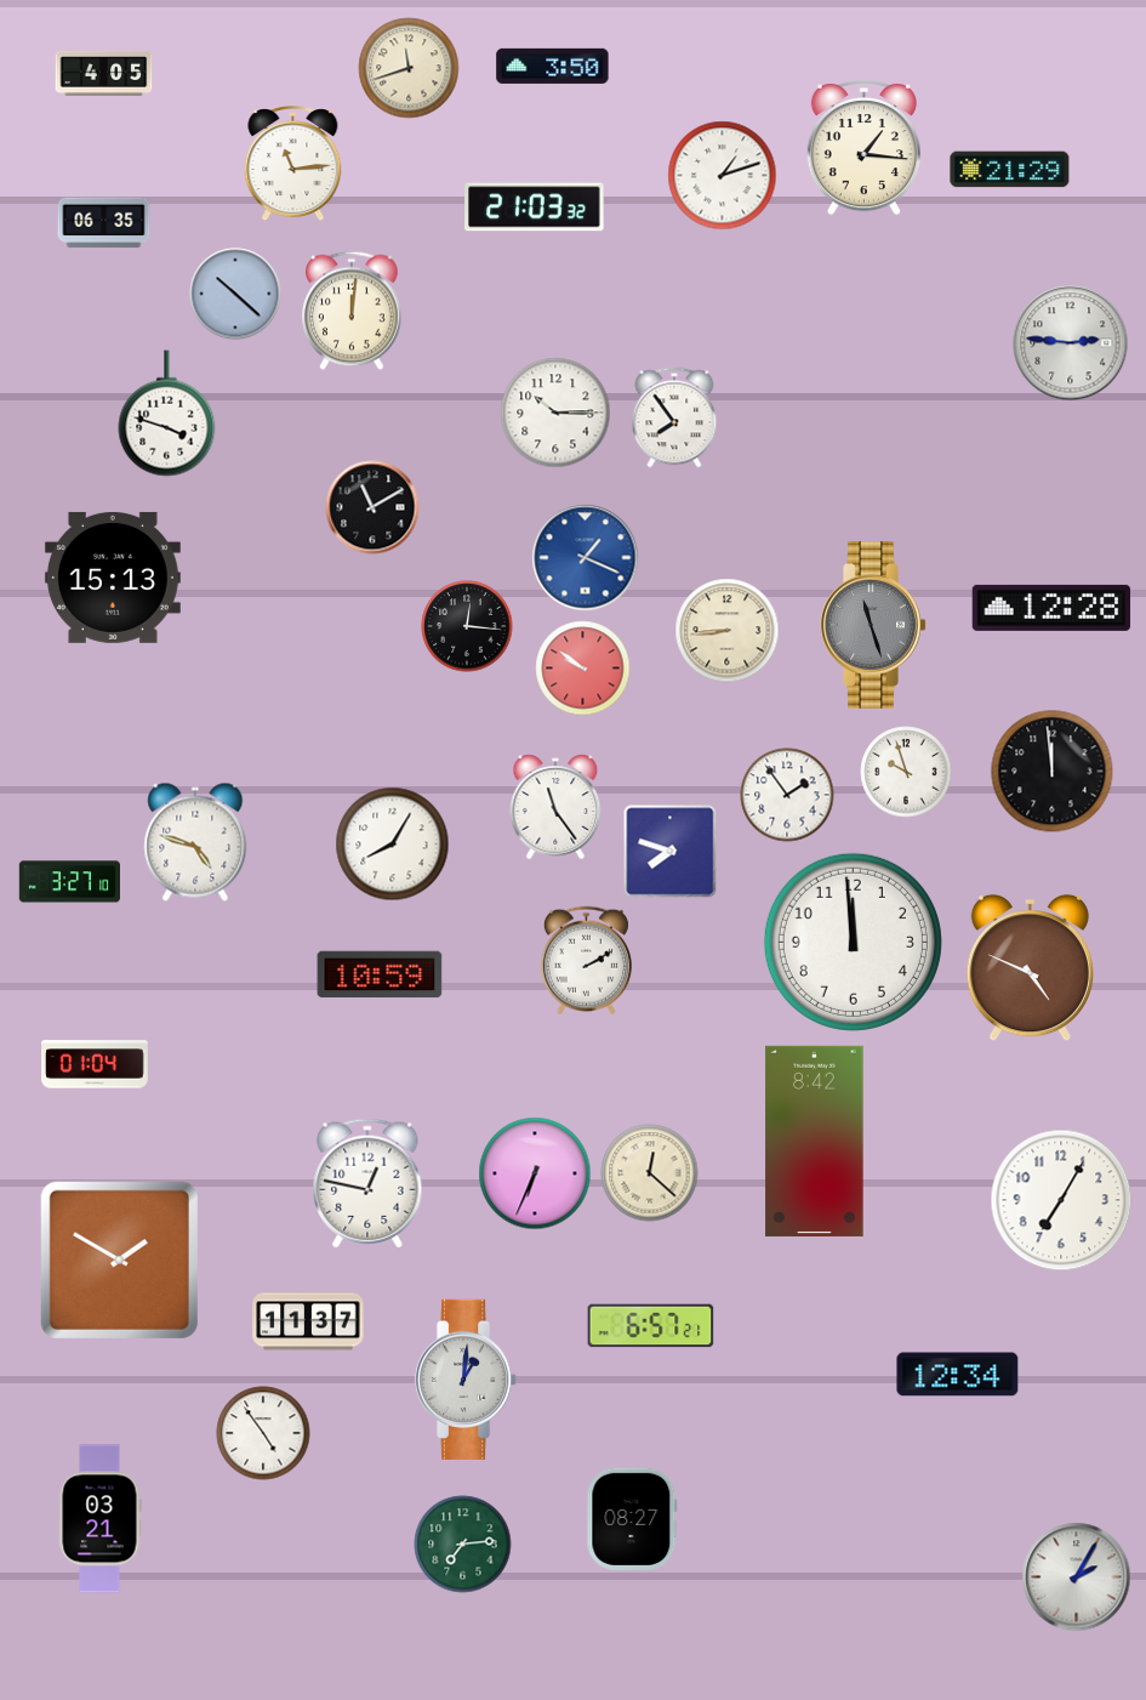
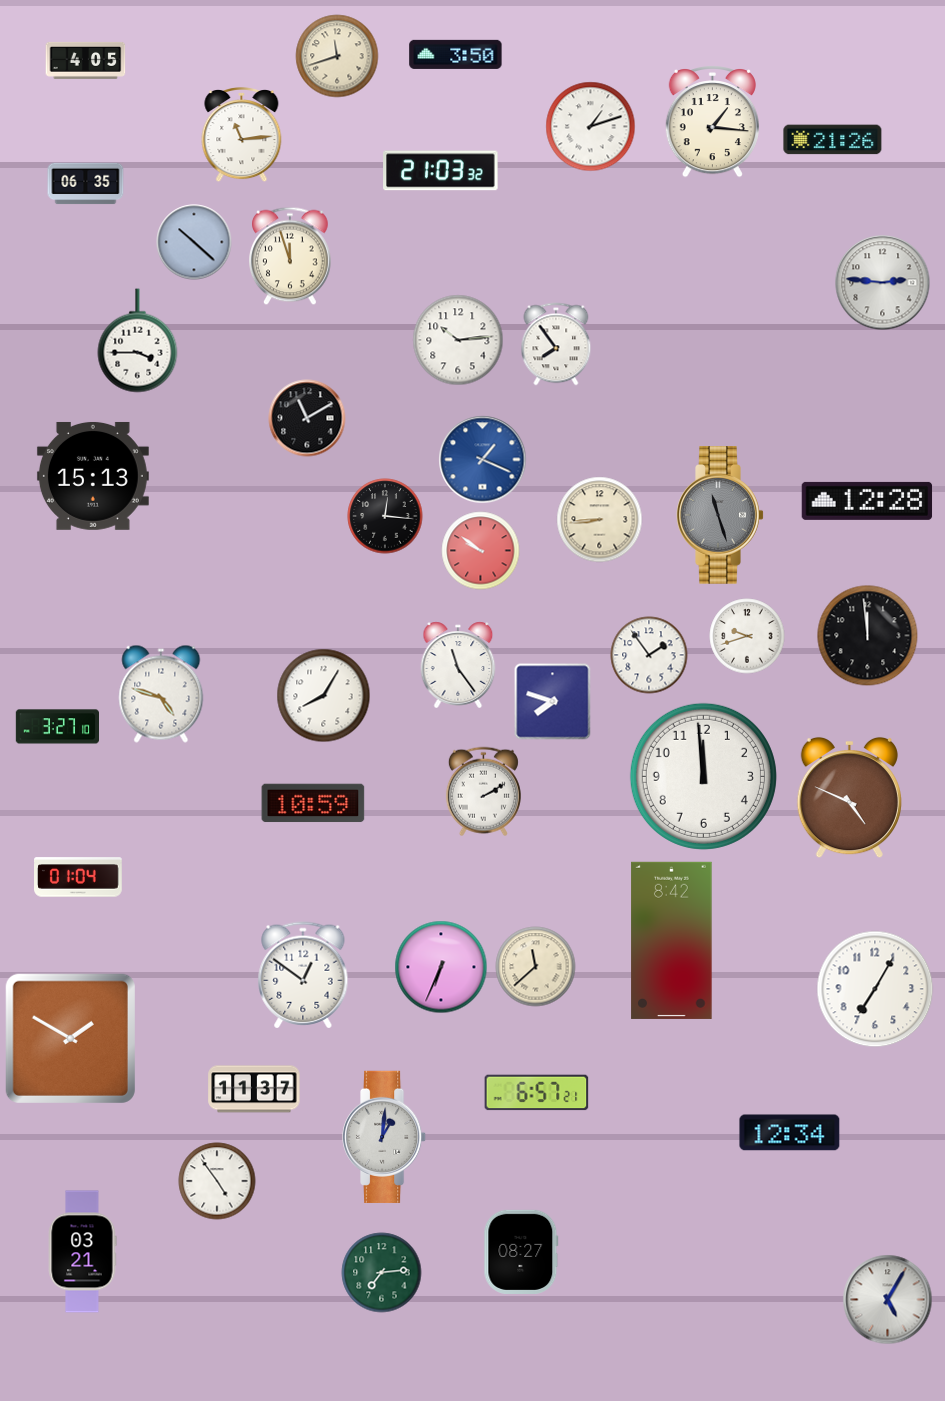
clock at (1010, 170): 21:29 -> 21:26
clock at (723, 176) position: (723, 176) -> (591, 127)
clock at (353, 311): 12:01 -> 11:57
clock at (555, 413): 10:15 -> 10:14
clock at (167, 414): 3:48 -> 3:45
clock at (906, 772): 9:57 -> 9:42
clock at (650, 1173): 12:22 -> 11:38
clock at (367, 1183): 12:47 -> 12:51
clock at (119, 1260) position: (119, 1260) -> (70, 1038)
clock at (1077, 1577): 2:05 -> 5:05
